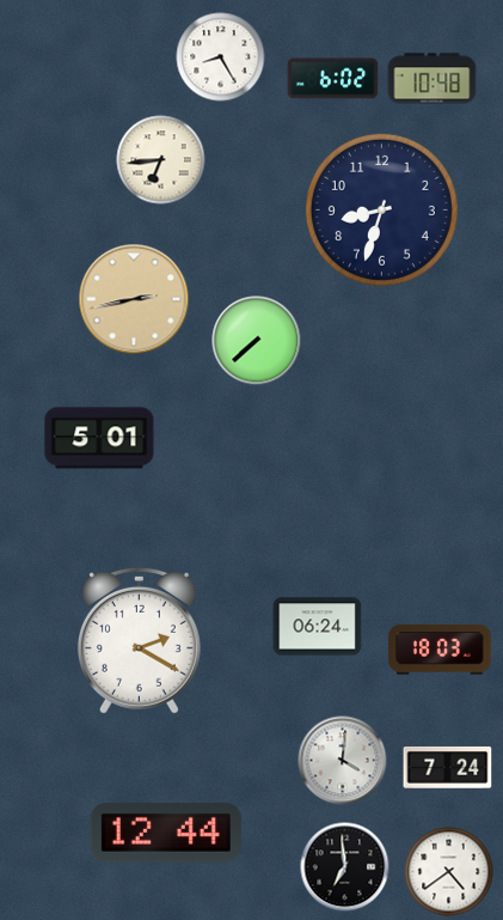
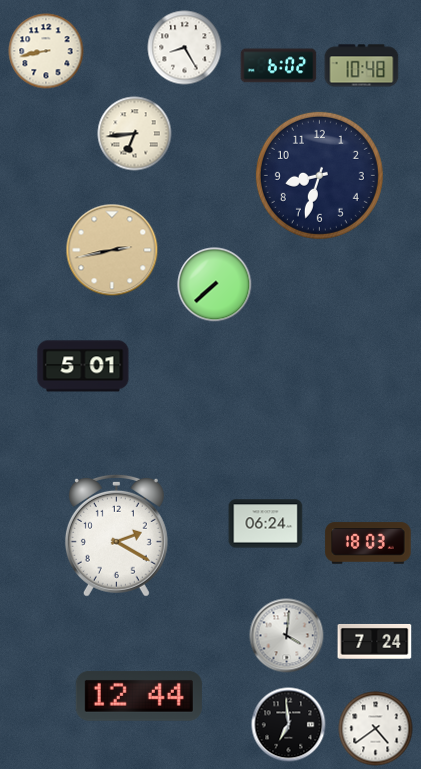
clock at (46, 51): none -> 8:43
